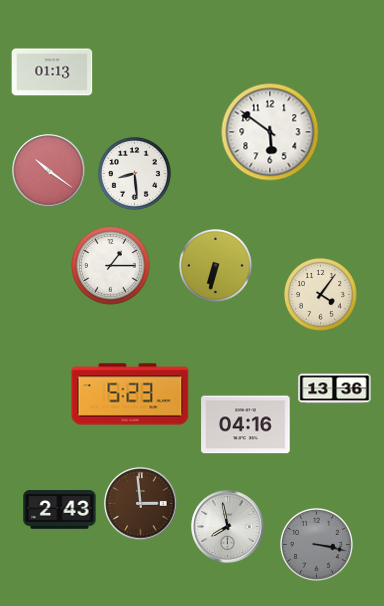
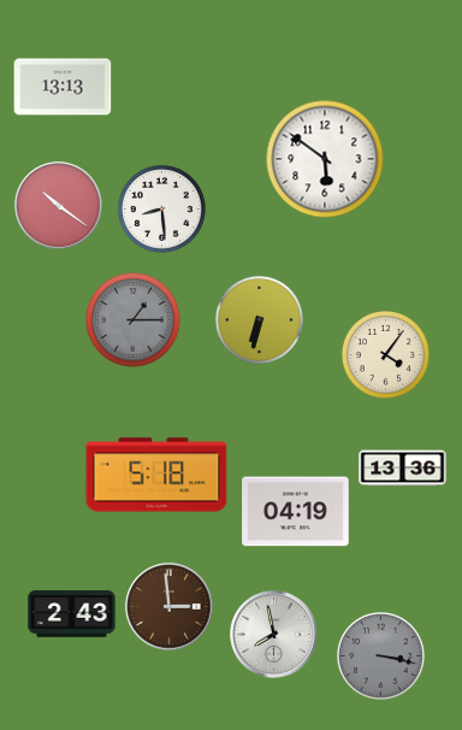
clock at (52, 72): 01:13 -> 13:13
clock at (111, 266) dial: white -> grey
clock at (130, 394): 5:23 -> 5:18
clock at (246, 425): 04:16 -> 04:19
